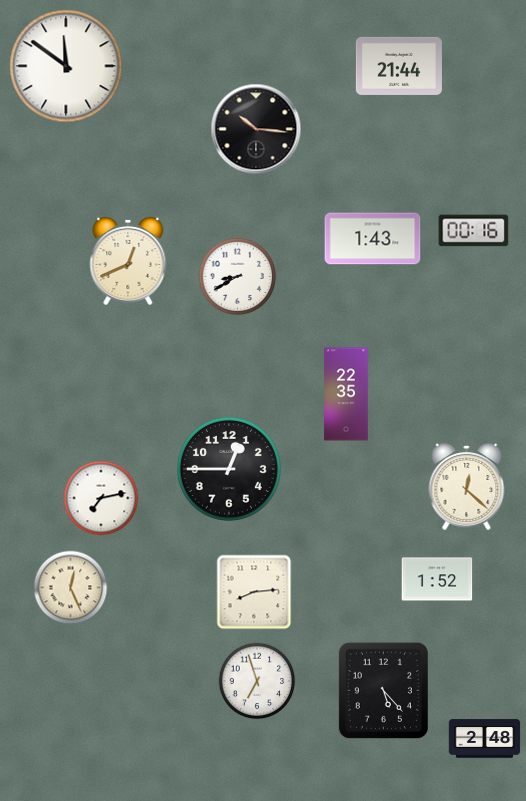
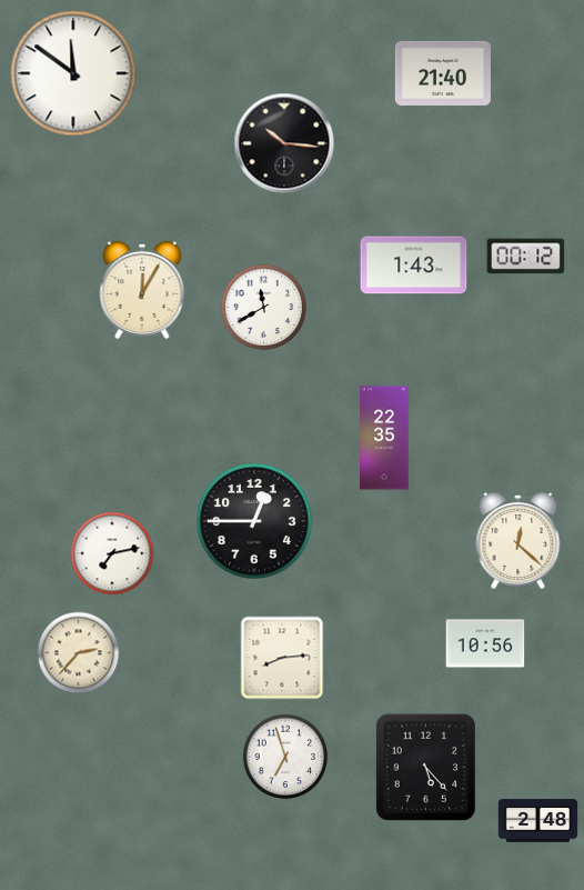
clock at (399, 66): 21:44 -> 21:40
clock at (474, 231): 00:16 -> 00:12
clock at (128, 261): 12:41 -> 12:05
clock at (238, 277): 8:40 -> 11:40
clock at (437, 579): 1:52 -> 10:56
clock at (71, 588): 12:26 -> 2:37
